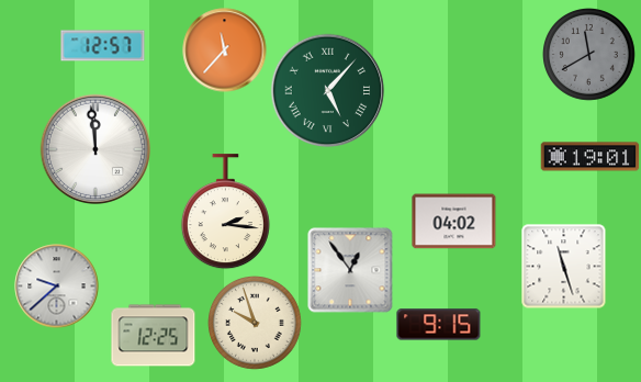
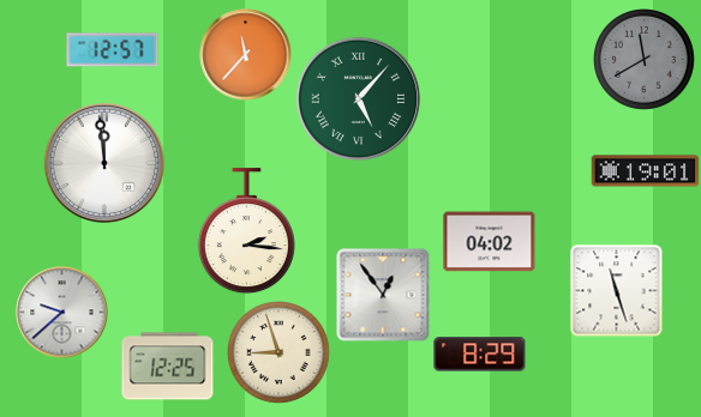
clock at (454, 222) position: (454, 222) -> (490, 242)
clock at (256, 324): 9:57 -> 8:57
clock at (439, 325): 9:15 -> 8:29
